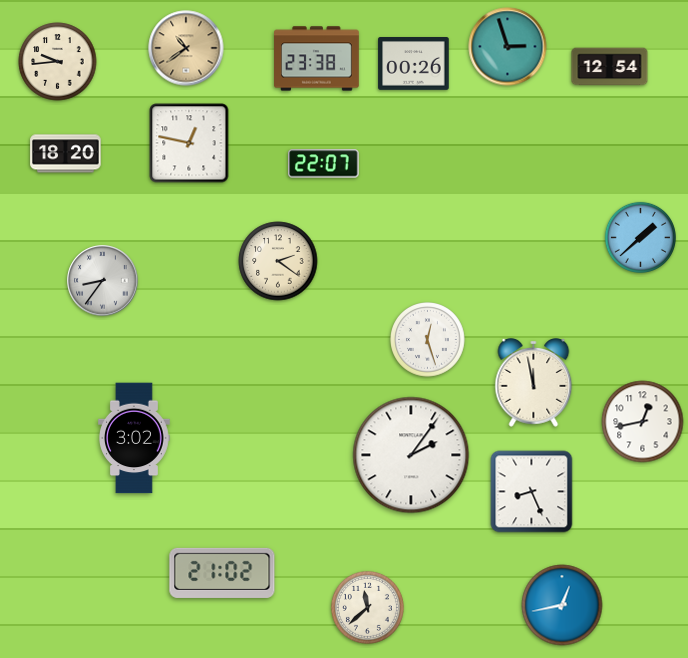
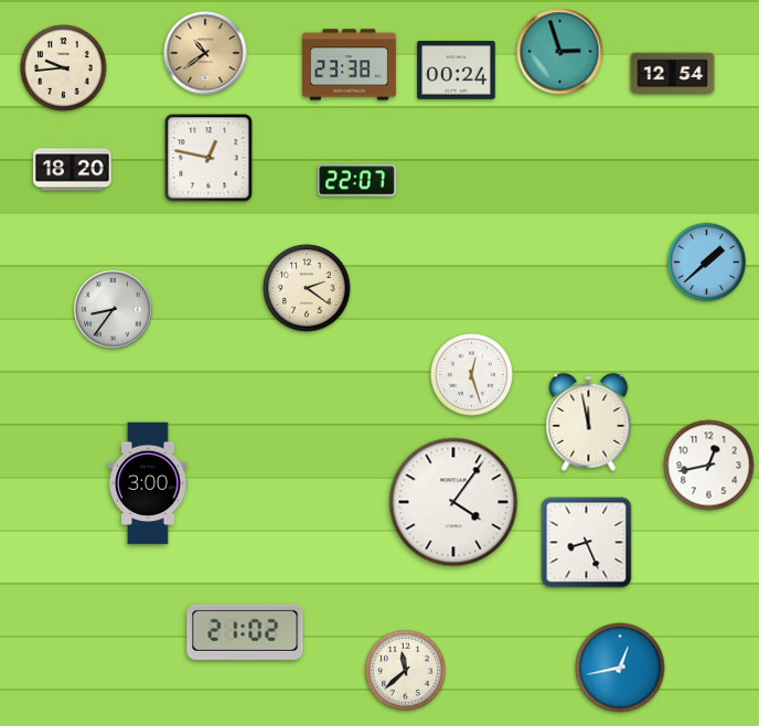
clock at (414, 64): 00:26 -> 00:24
clock at (134, 438): 3:02 -> 3:00
clock at (411, 455): 2:06 -> 4:06
